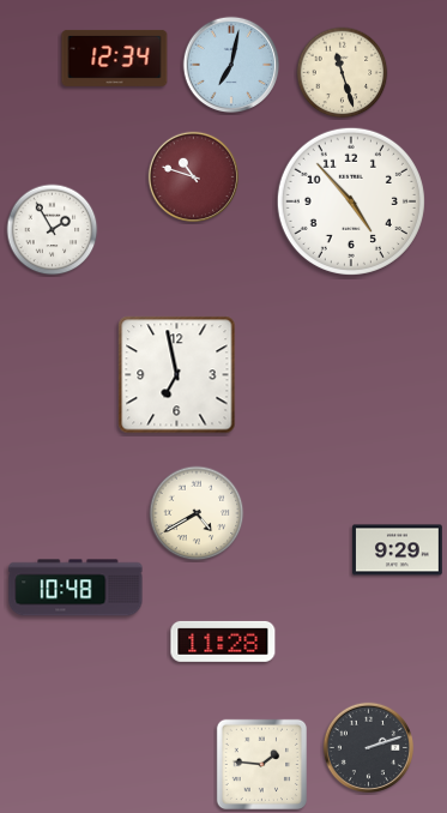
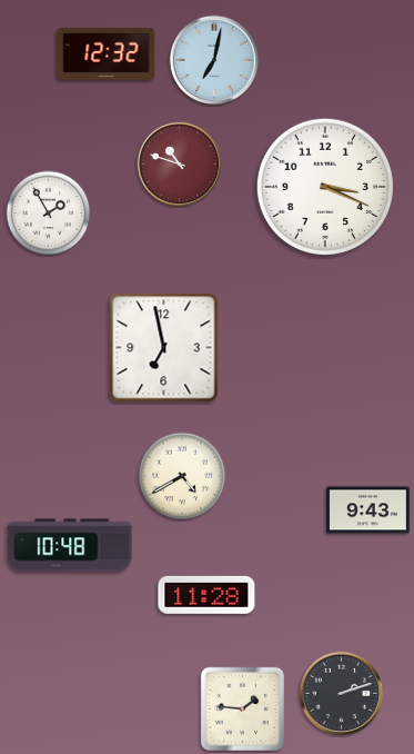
clock at (115, 58): 12:34 -> 12:32
clock at (343, 73): 11:27 -> none
clock at (351, 201): 4:53 -> 3:19
clock at (398, 550): 9:29 -> 9:43
